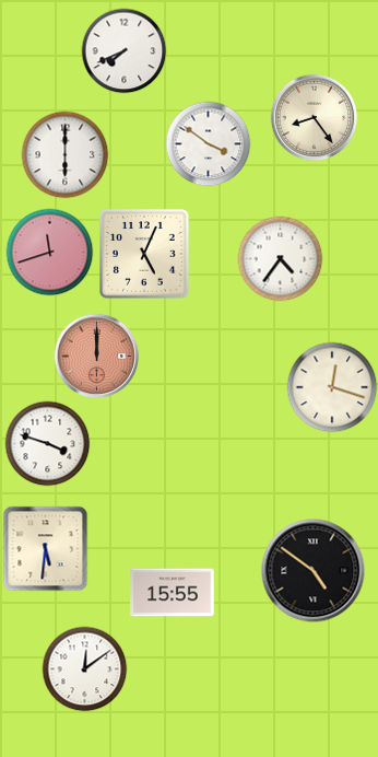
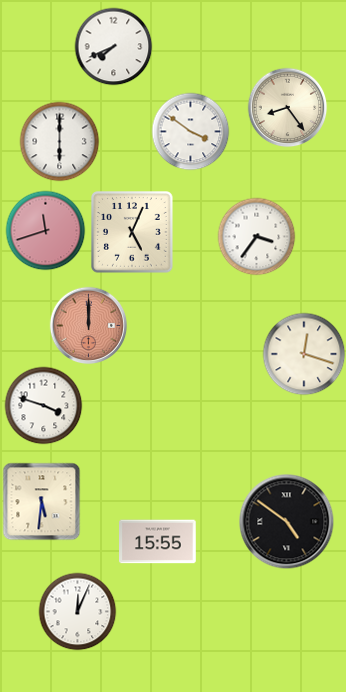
clock at (280, 258): 4:36 -> 3:36
clock at (84, 668): 12:09 -> 12:04
